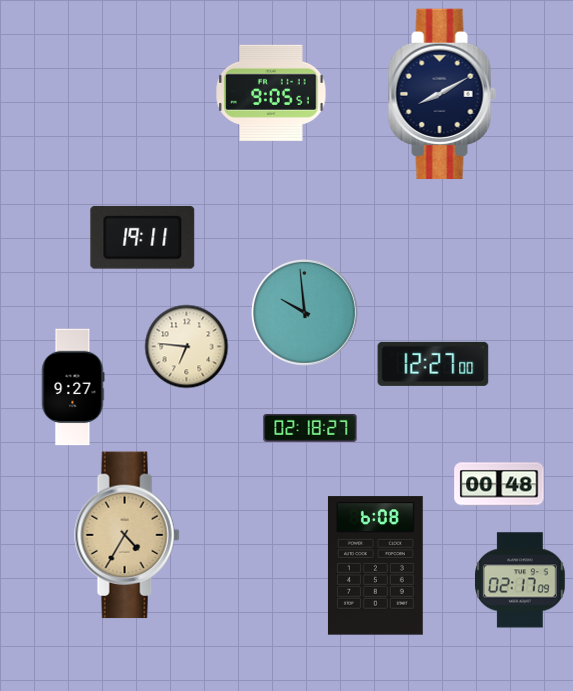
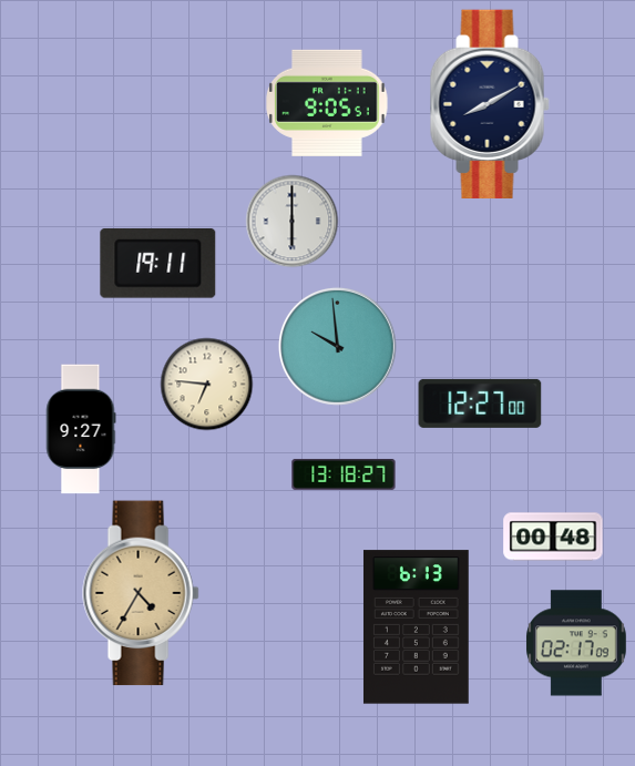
clock at (271, 93) position: (271, 93) -> (327, 103)
clock at (291, 221): none -> 6:00
clock at (310, 428): 02:18 -> 13:18
clock at (375, 566): 6:08 -> 6:13
